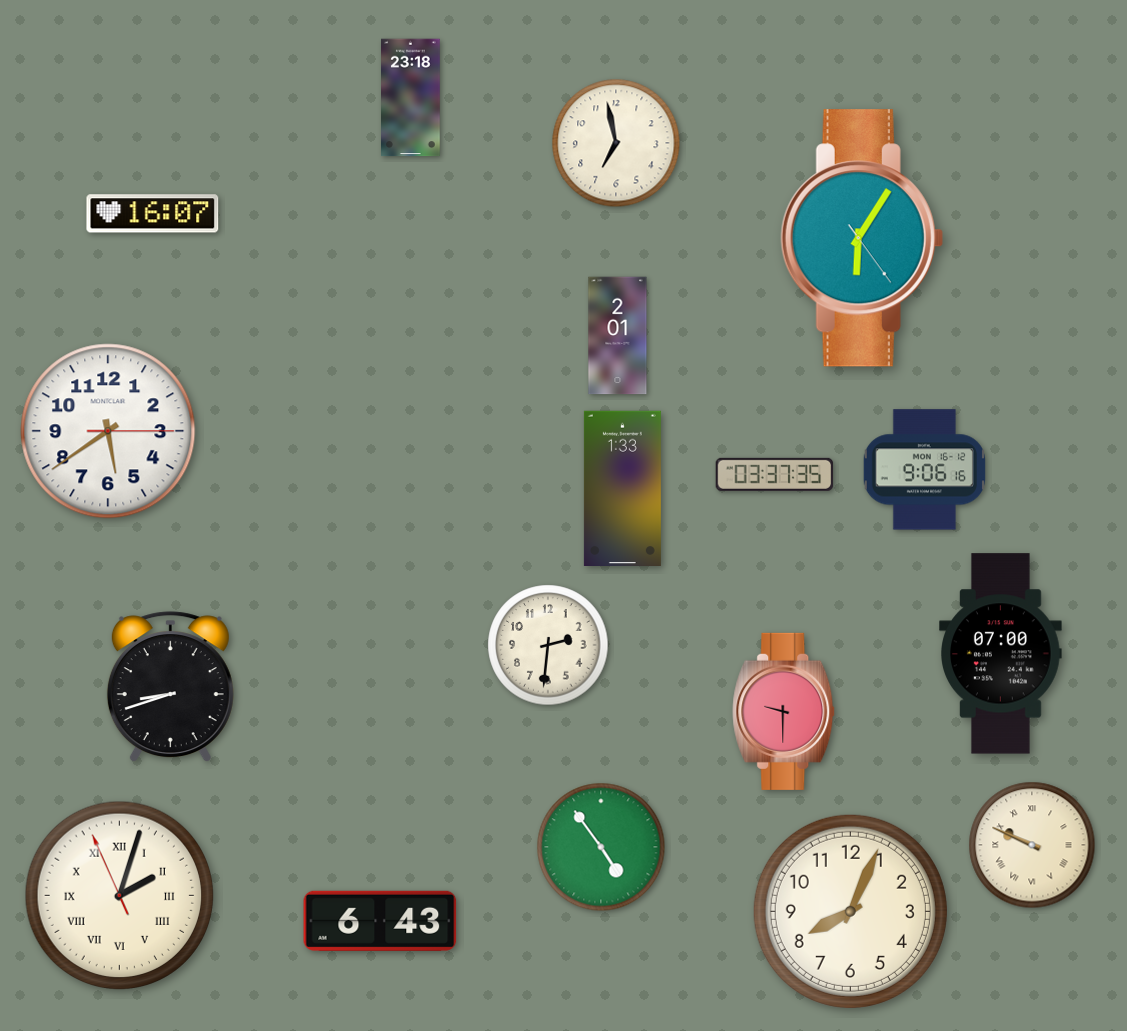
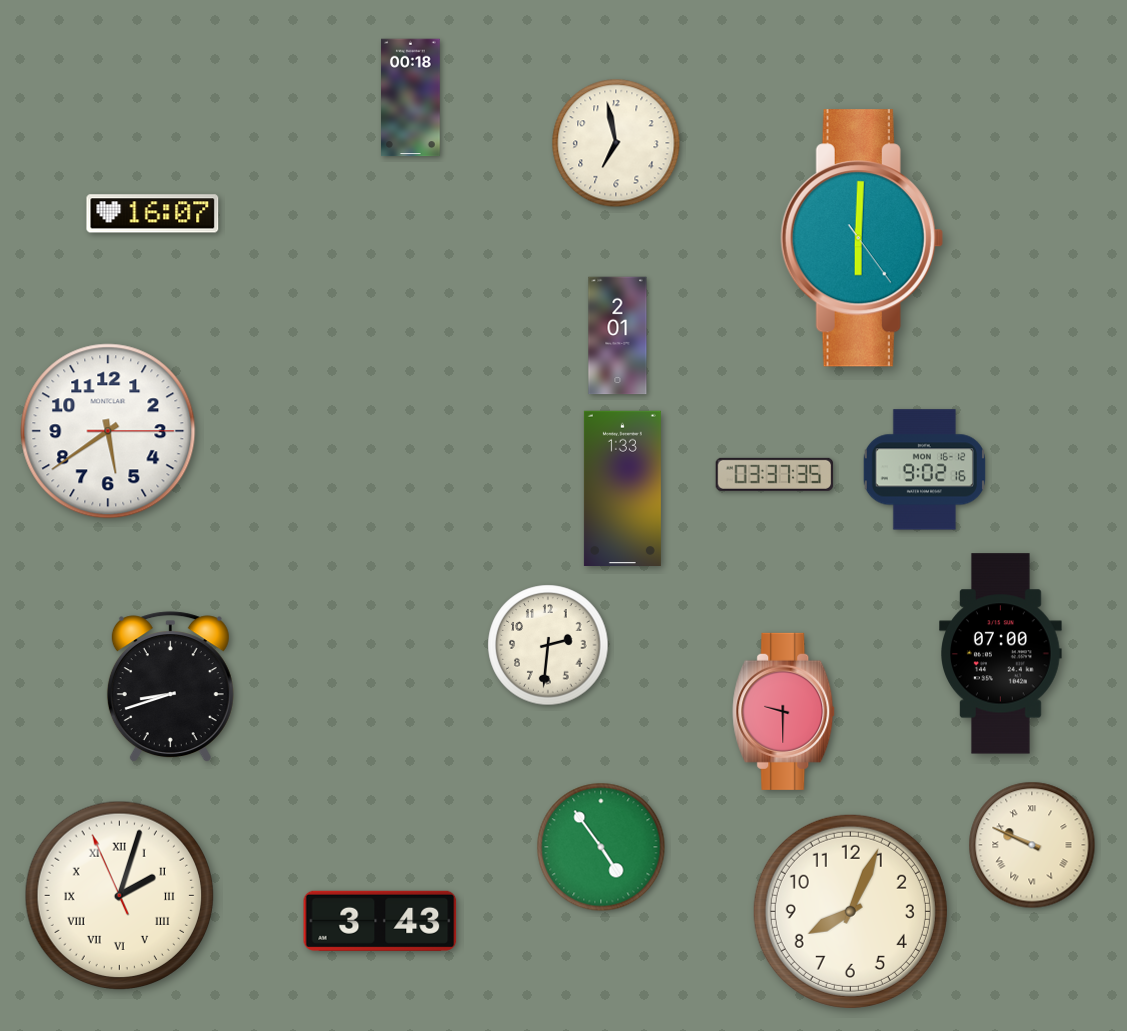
clock at (411, 98): 23:18 -> 00:18
clock at (862, 238): 6:05 -> 6:00
clock at (924, 470): 9:06 -> 9:02
clock at (380, 921): 6:43 -> 3:43
